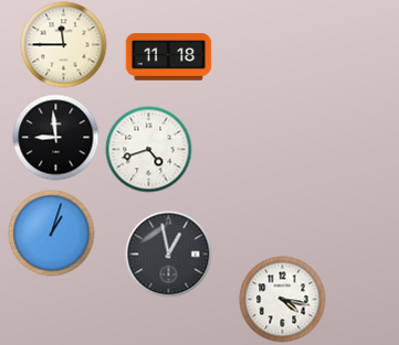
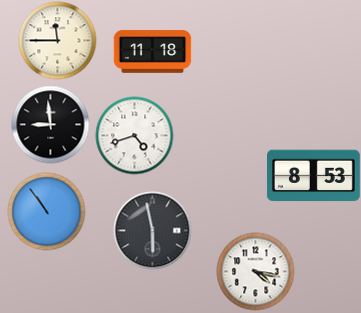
clock at (313, 176): none -> 8:53
clock at (51, 233): 1:03 -> 10:54
clock at (168, 254): 12:58 -> 5:58
